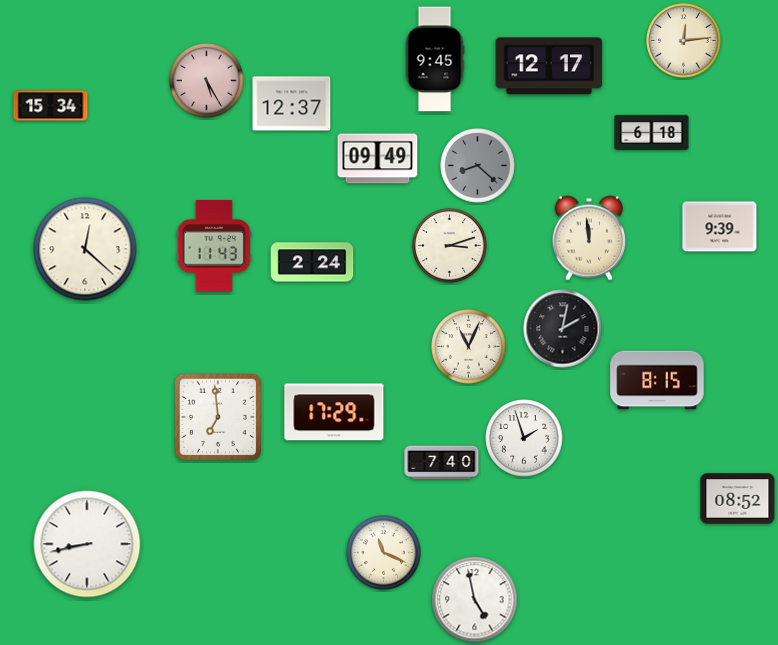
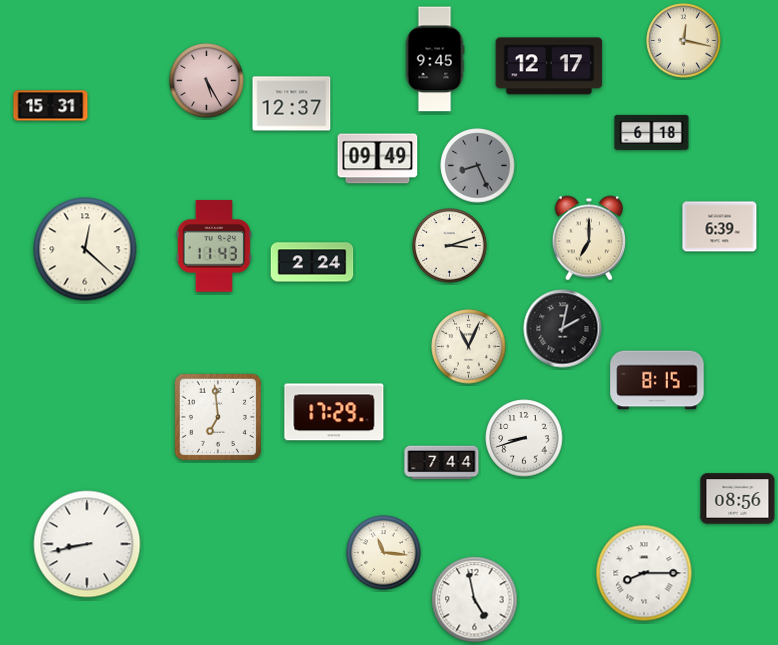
clock at (684, 41): 12:14 -> 12:17
clock at (51, 106): 15:34 -> 15:31
clock at (478, 166): 8:22 -> 8:26
clock at (720, 227): 9:39 -> 6:39
clock at (588, 238): 11:59 -> 7:00
clock at (524, 438): 1:57 -> 8:42
clock at (442, 463): 7:40 -> 7:44
clock at (738, 499): 08:52 -> 08:56
clock at (384, 553): 11:19 -> 11:16
clock at (644, 573): none -> 8:15
